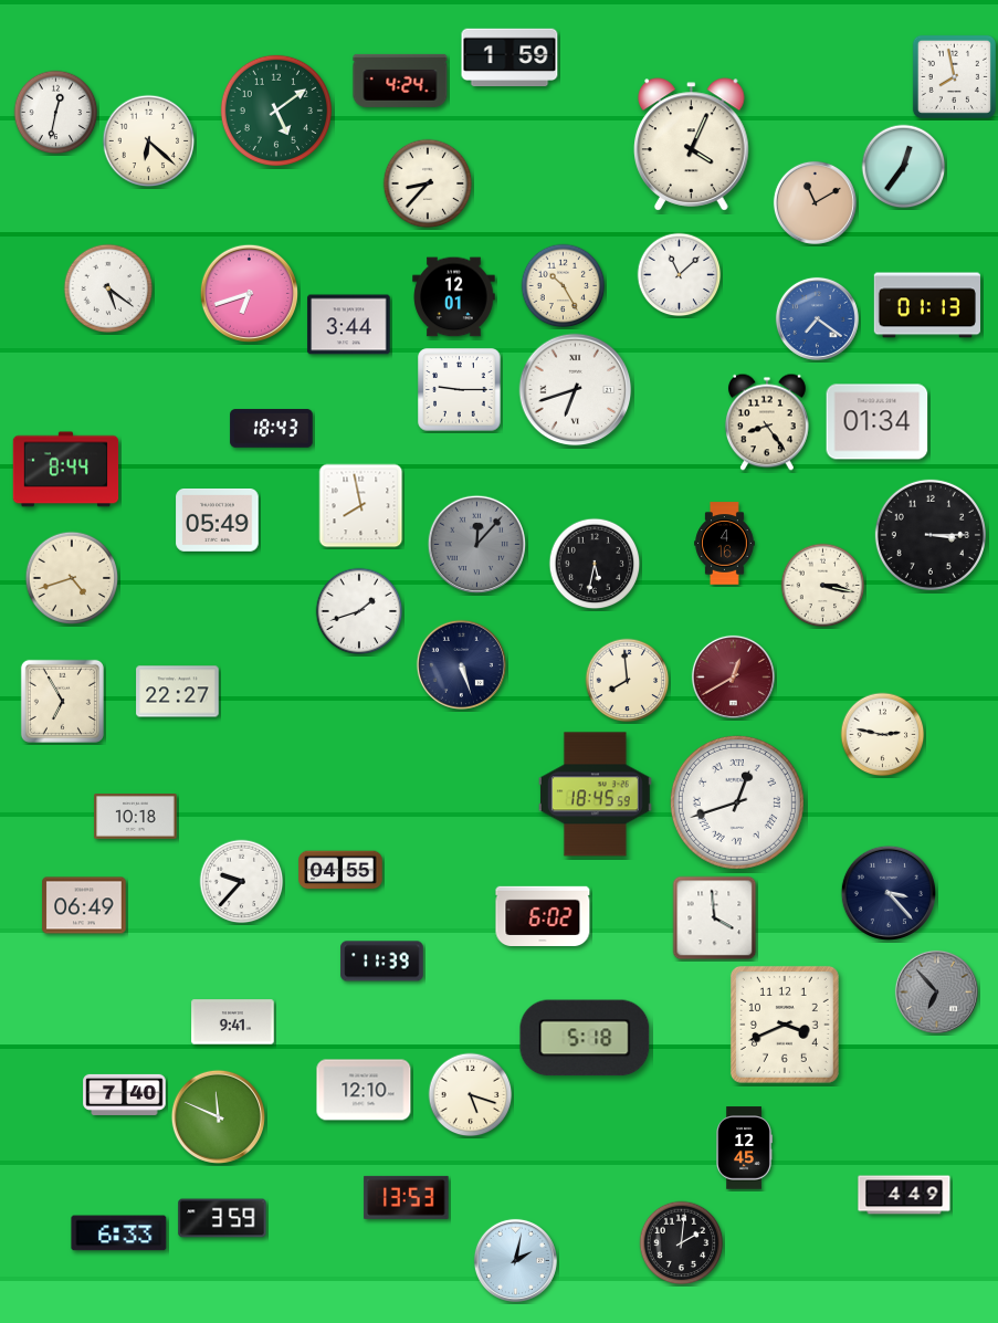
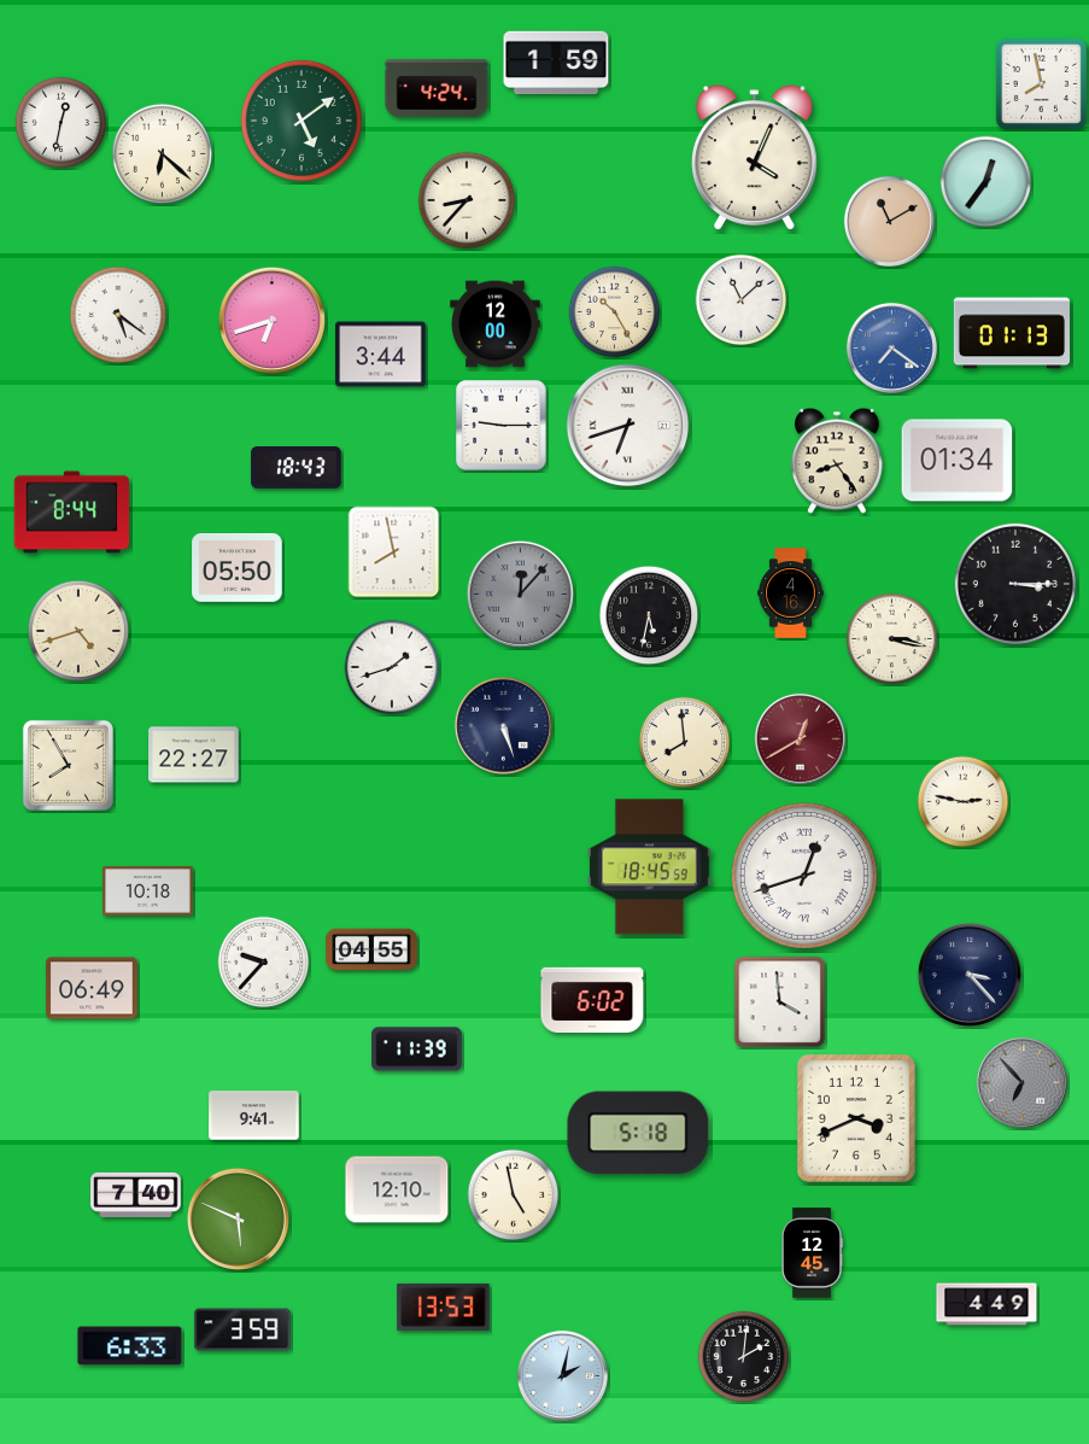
clock at (454, 297): 12:01 -> 12:00
clock at (218, 521): 05:49 -> 05:50
clock at (823, 586) position: (823, 586) -> (892, 639)
clock at (62, 701): 6:55 -> 7:55
clock at (471, 1095): 5:18 -> 4:58
clock at (218, 1116): 11:49 -> 5:49
